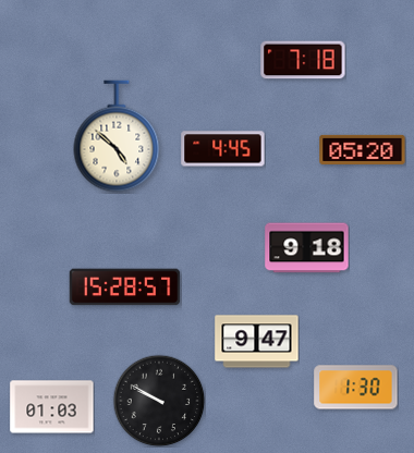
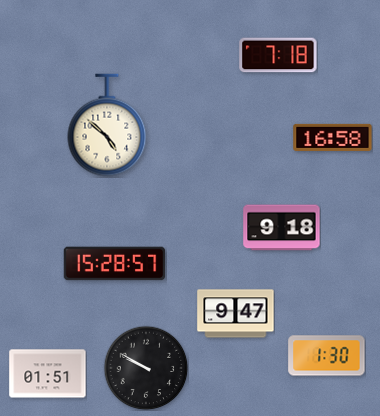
clock at (223, 149): 4:45 -> none
clock at (363, 149): 05:20 -> 16:58
clock at (52, 407): 01:03 -> 01:51
